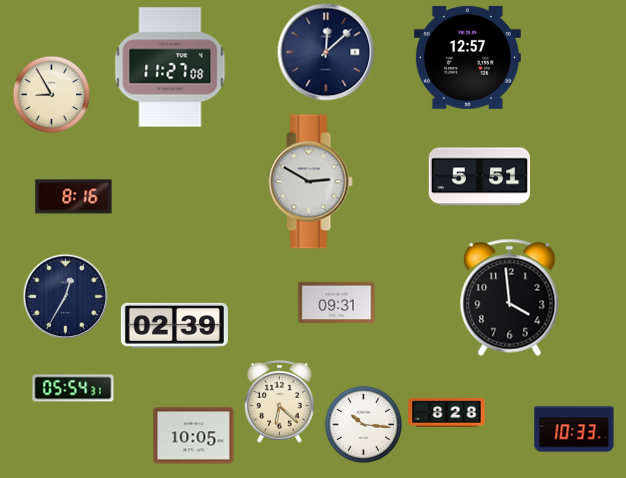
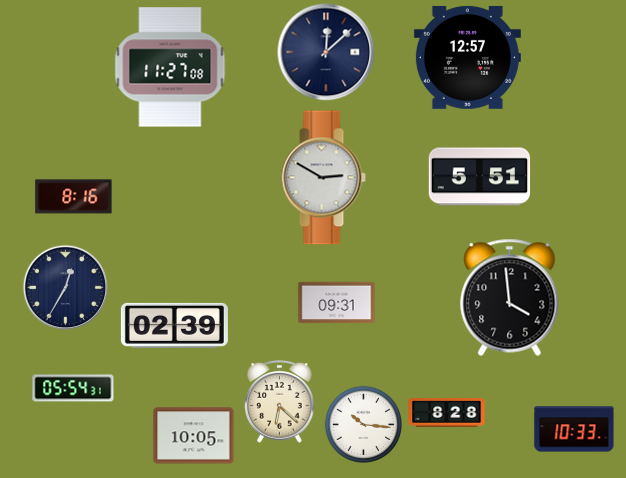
clock at (51, 94): 8:55 -> none
clock at (310, 182) position: (310, 182) -> (323, 178)
clock at (65, 296) position: (65, 296) -> (65, 287)
